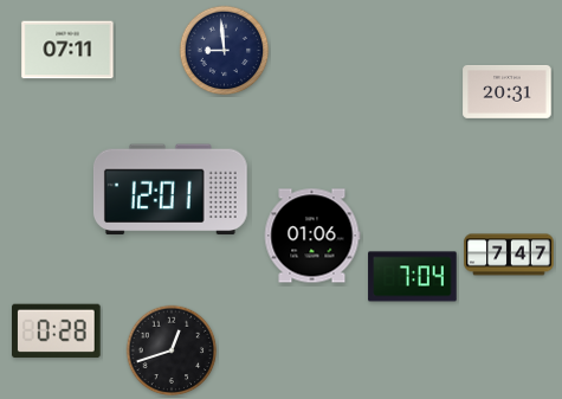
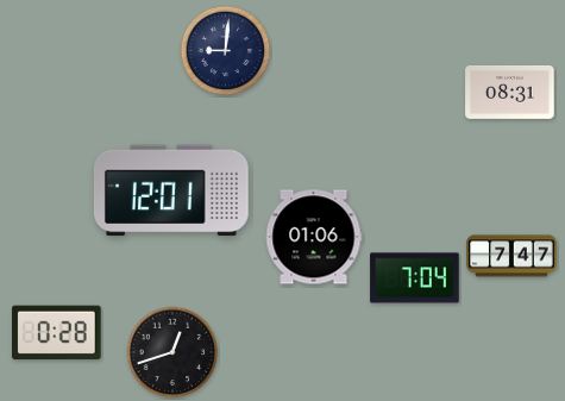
clock at (67, 50): 07:11 -> none
clock at (225, 51): 8:59 -> 9:01
clock at (508, 91): 20:31 -> 08:31
